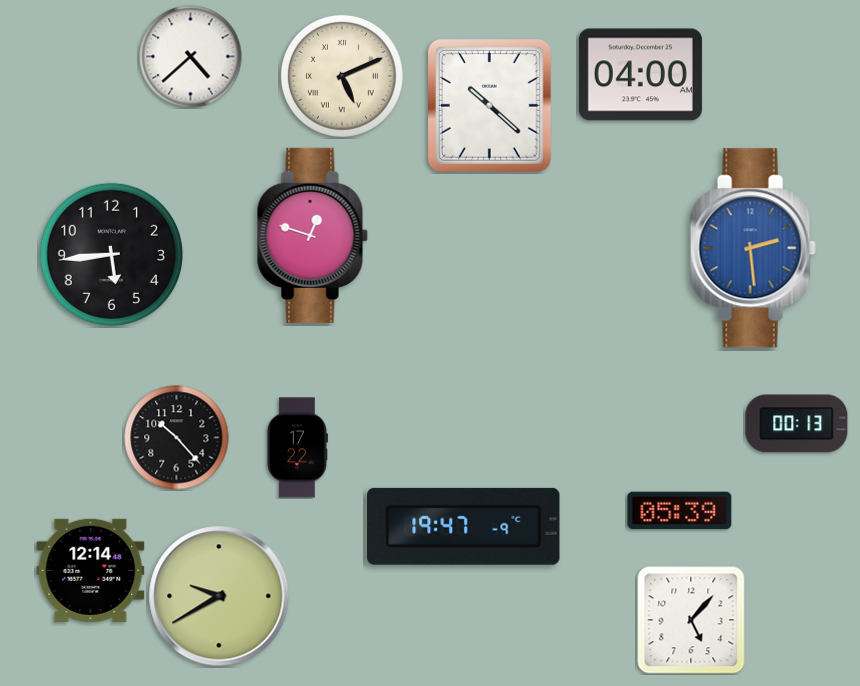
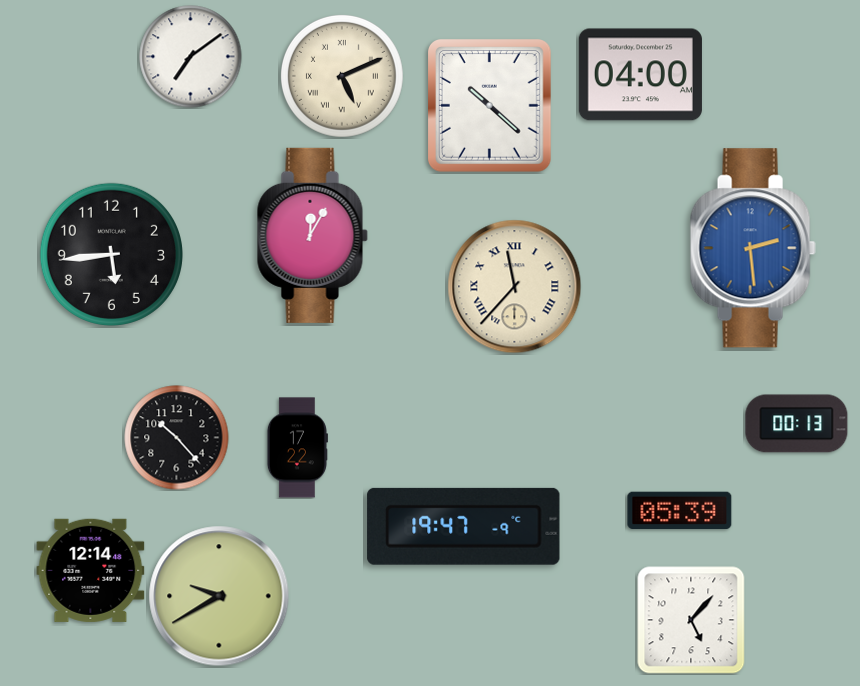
clock at (191, 57): 4:38 -> 7:09
clock at (312, 235): 12:48 -> 12:05
clock at (515, 287): none -> 11:37
